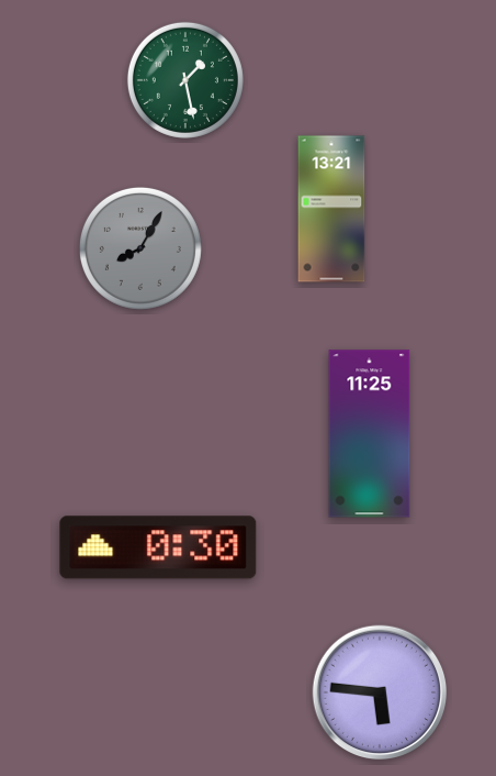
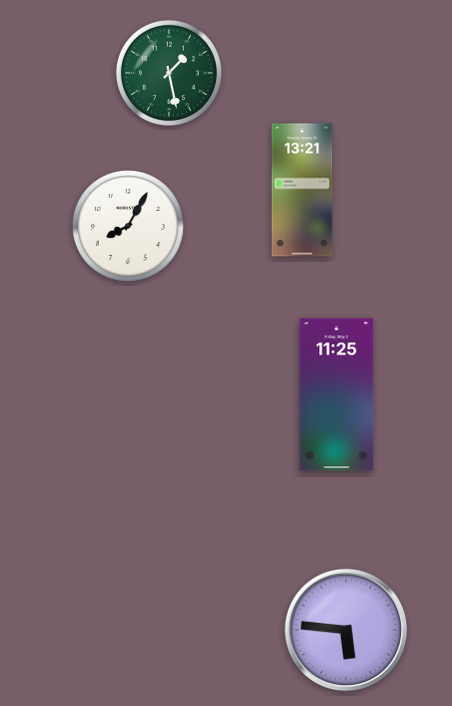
clock at (140, 248) dial: grey -> white
clock at (158, 547): 0:30 -> none
